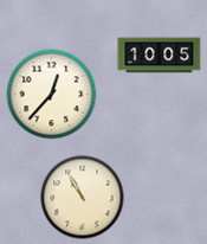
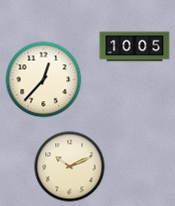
clock at (83, 198): 10:55 -> 10:11
